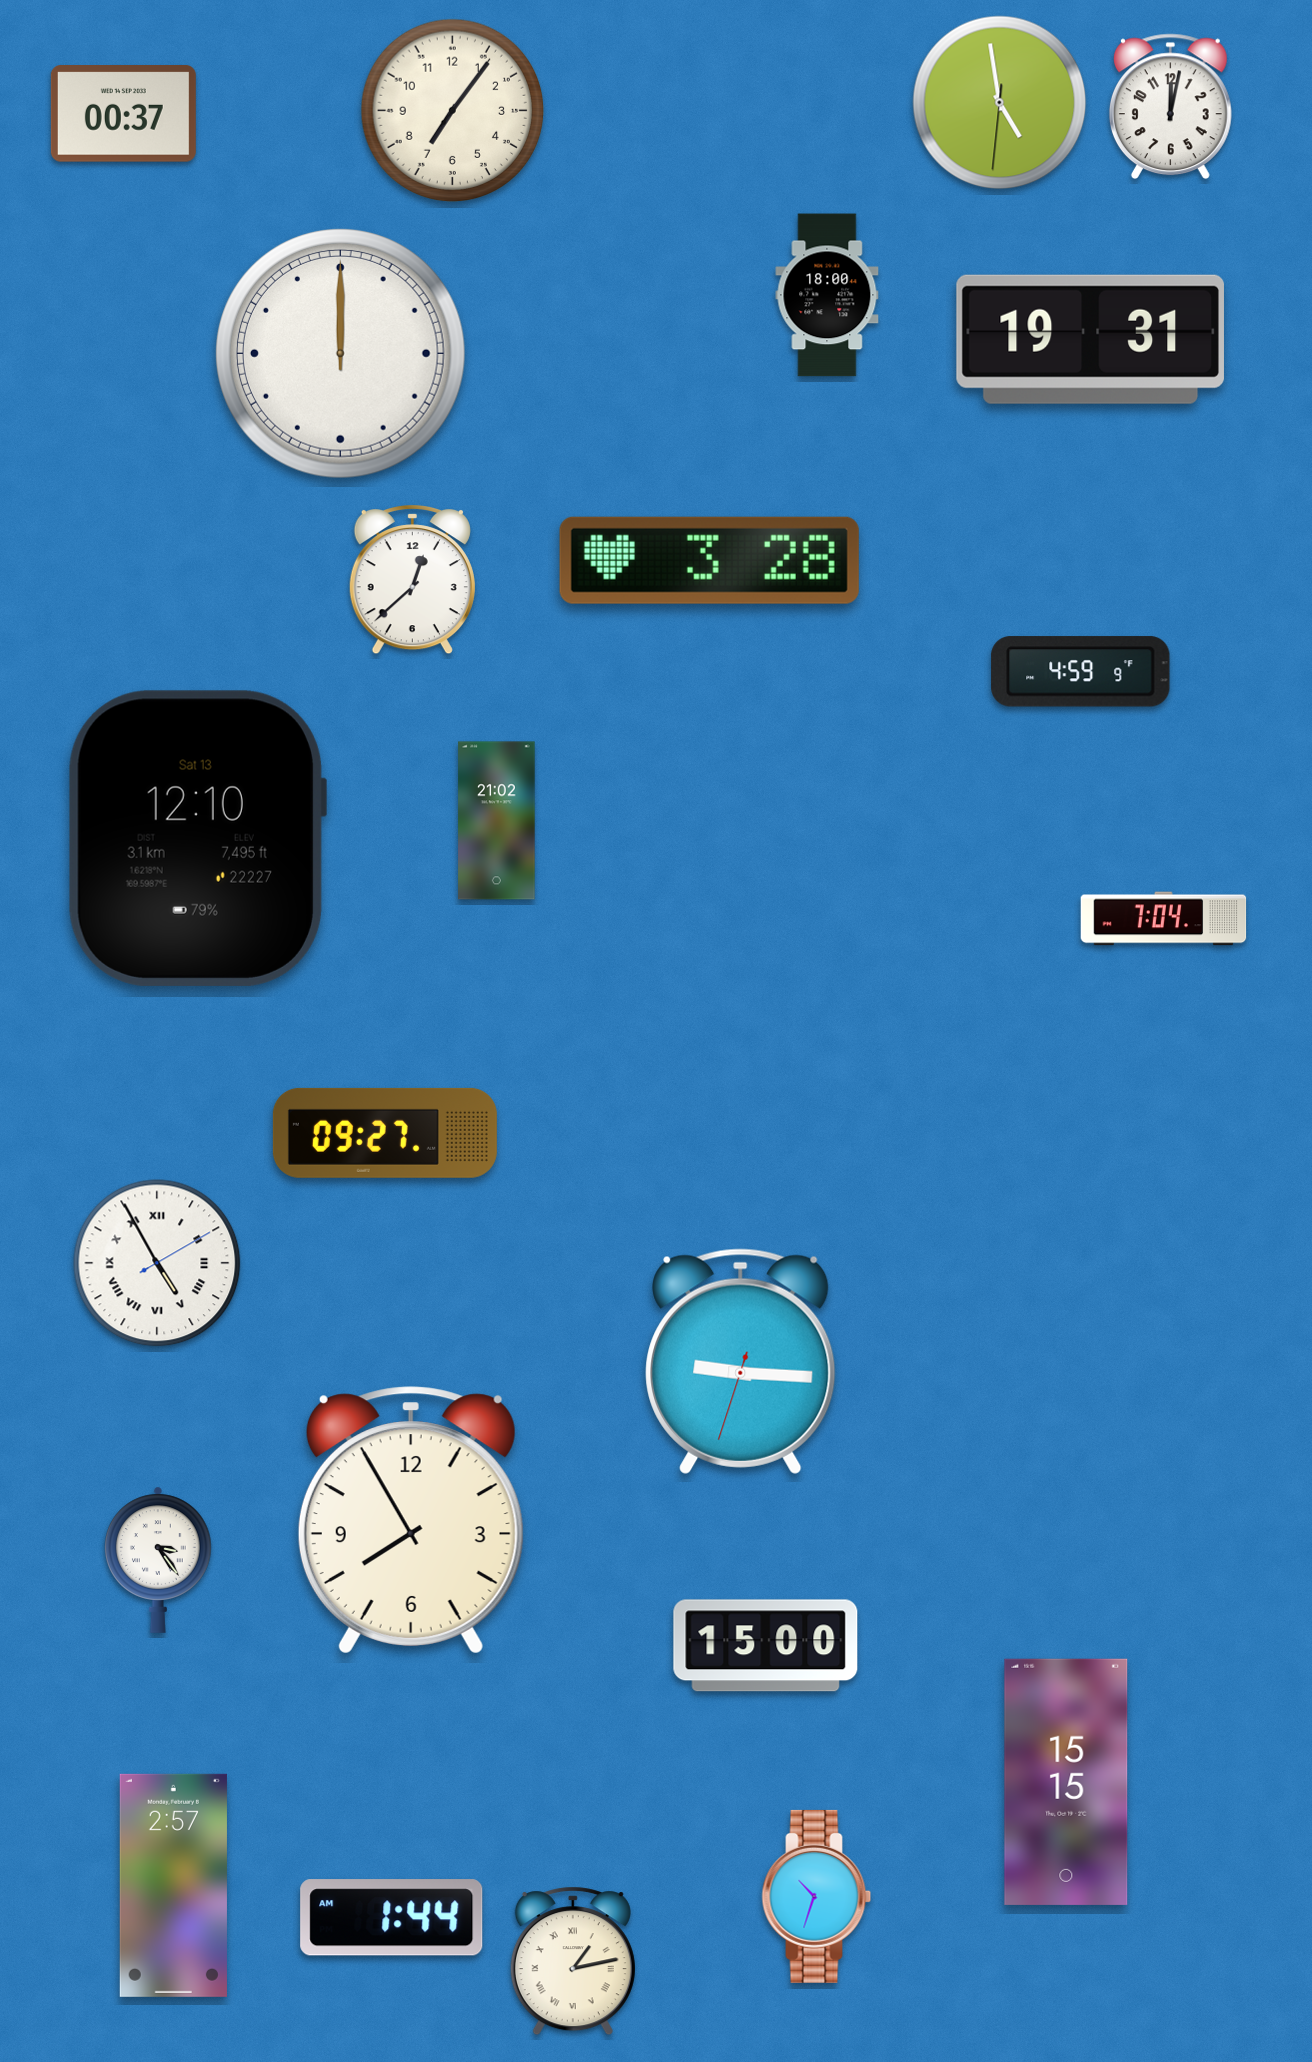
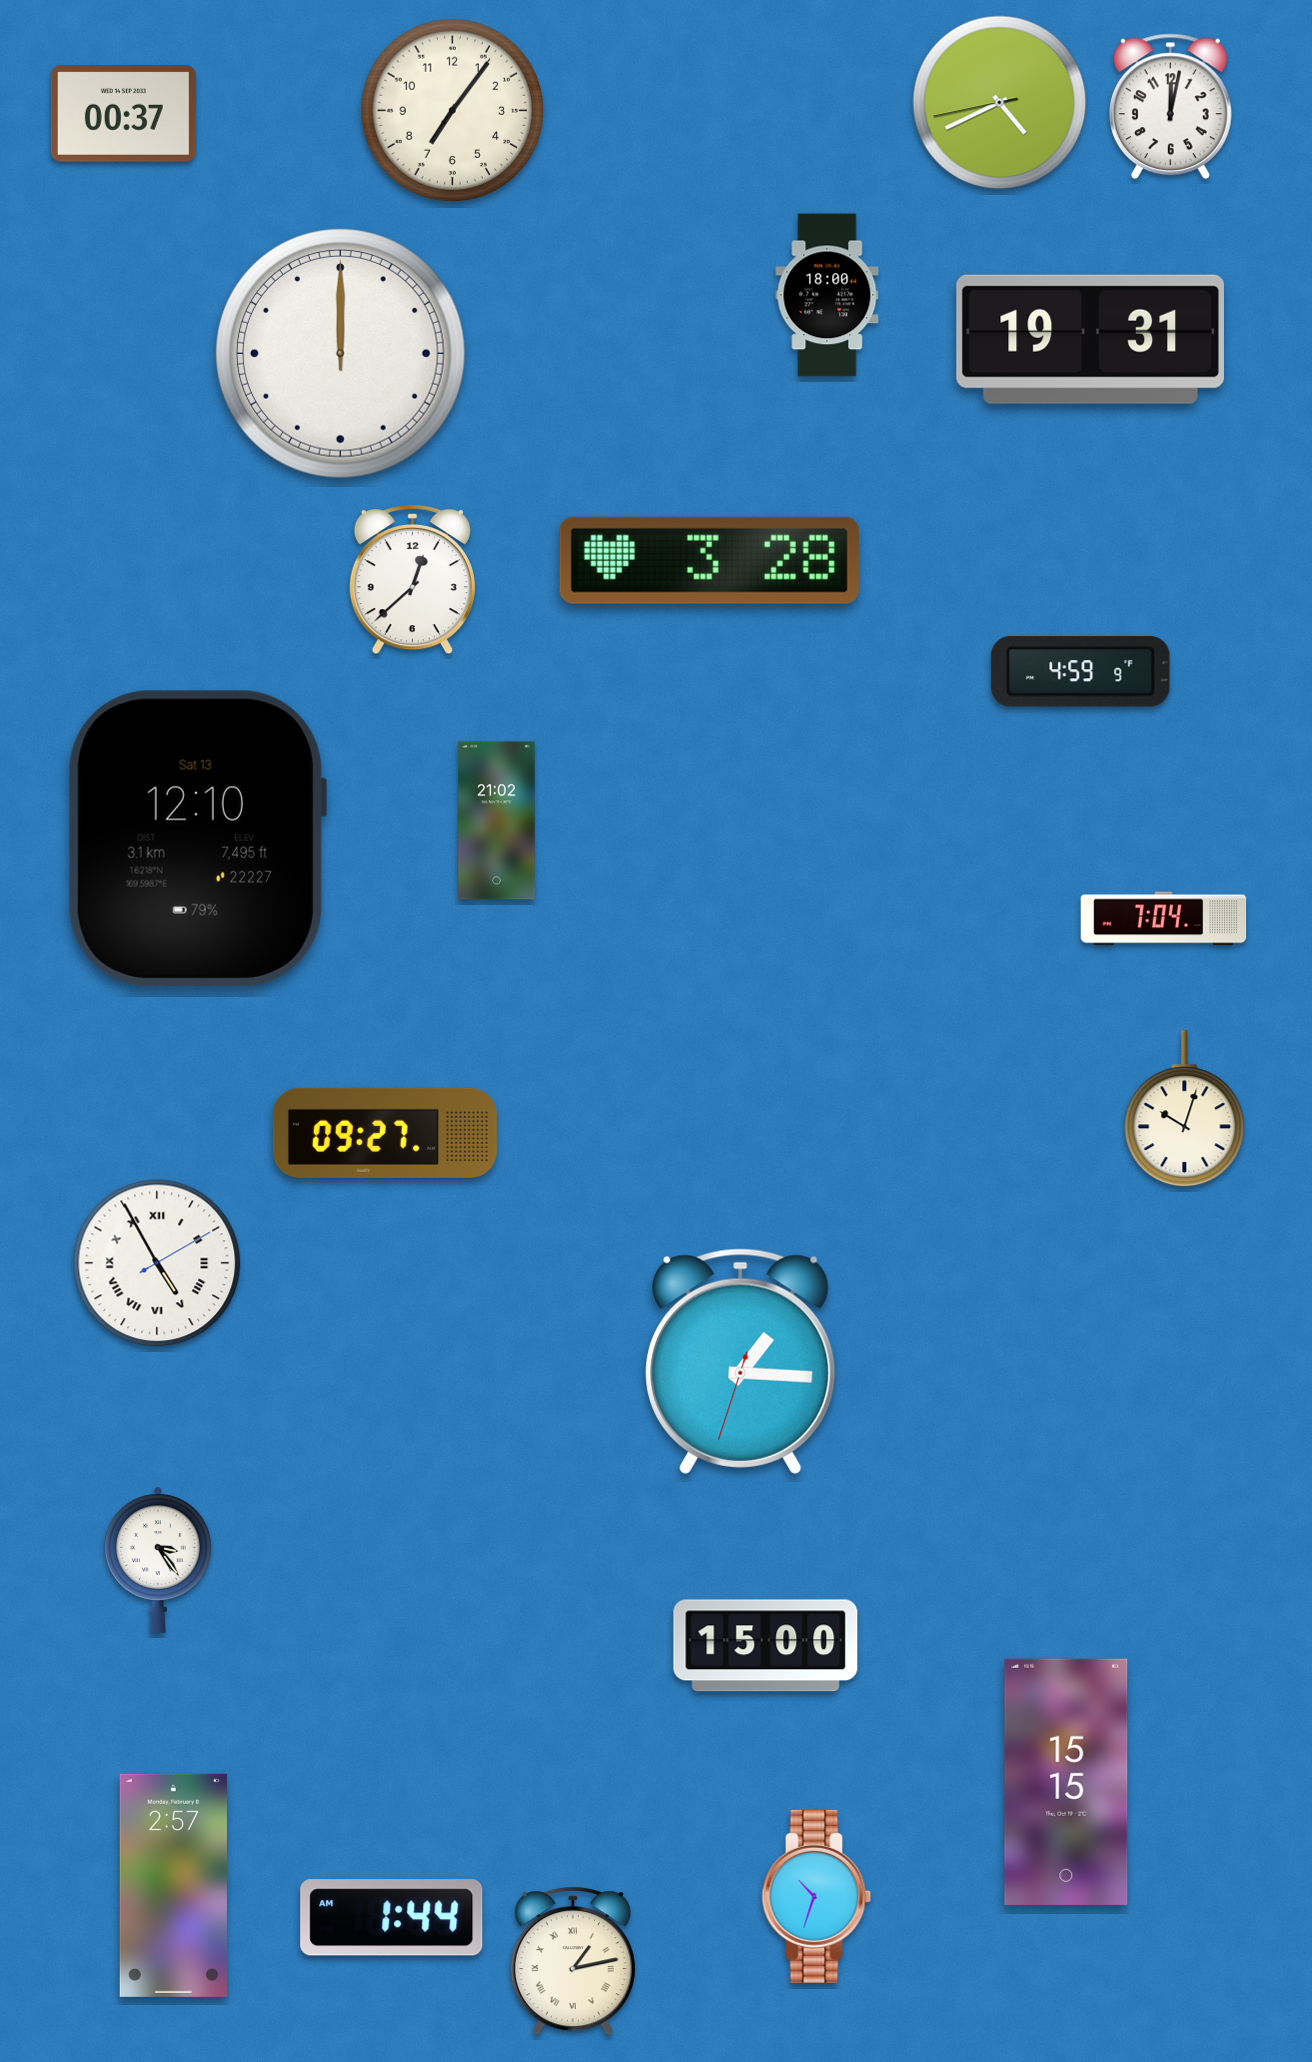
clock at (1000, 103): 4:58 -> 4:40
clock at (1185, 1109): none -> 10:03
clock at (741, 1361): 9:15 -> 1:15
clock at (411, 1520): 7:55 -> none
